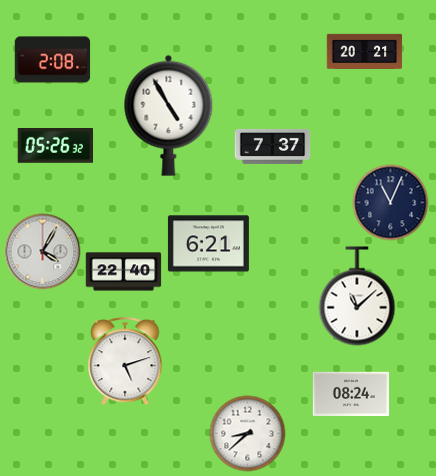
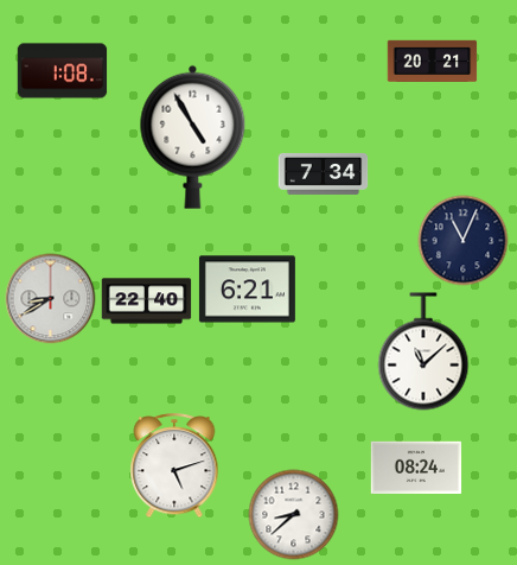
clock at (53, 60): 2:08 -> 1:08
clock at (169, 115) position: (169, 115) -> (193, 137)
clock at (56, 146): 05:26 -> none
clock at (273, 146): 7:37 -> 7:34
clock at (43, 252): 4:05 -> 8:40
clock at (124, 272) position: (124, 272) -> (147, 301)
clock at (125, 362) position: (125, 362) -> (174, 466)
